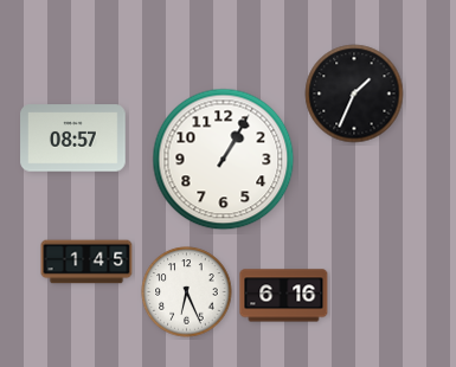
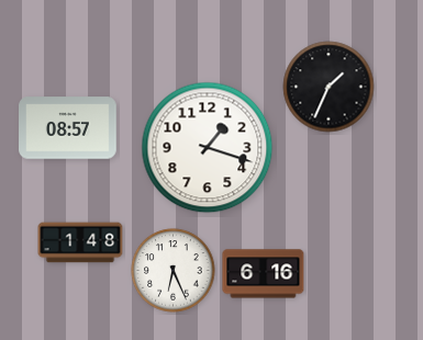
clock at (224, 160): 1:05 -> 1:18
clock at (86, 262): 1:45 -> 1:48
